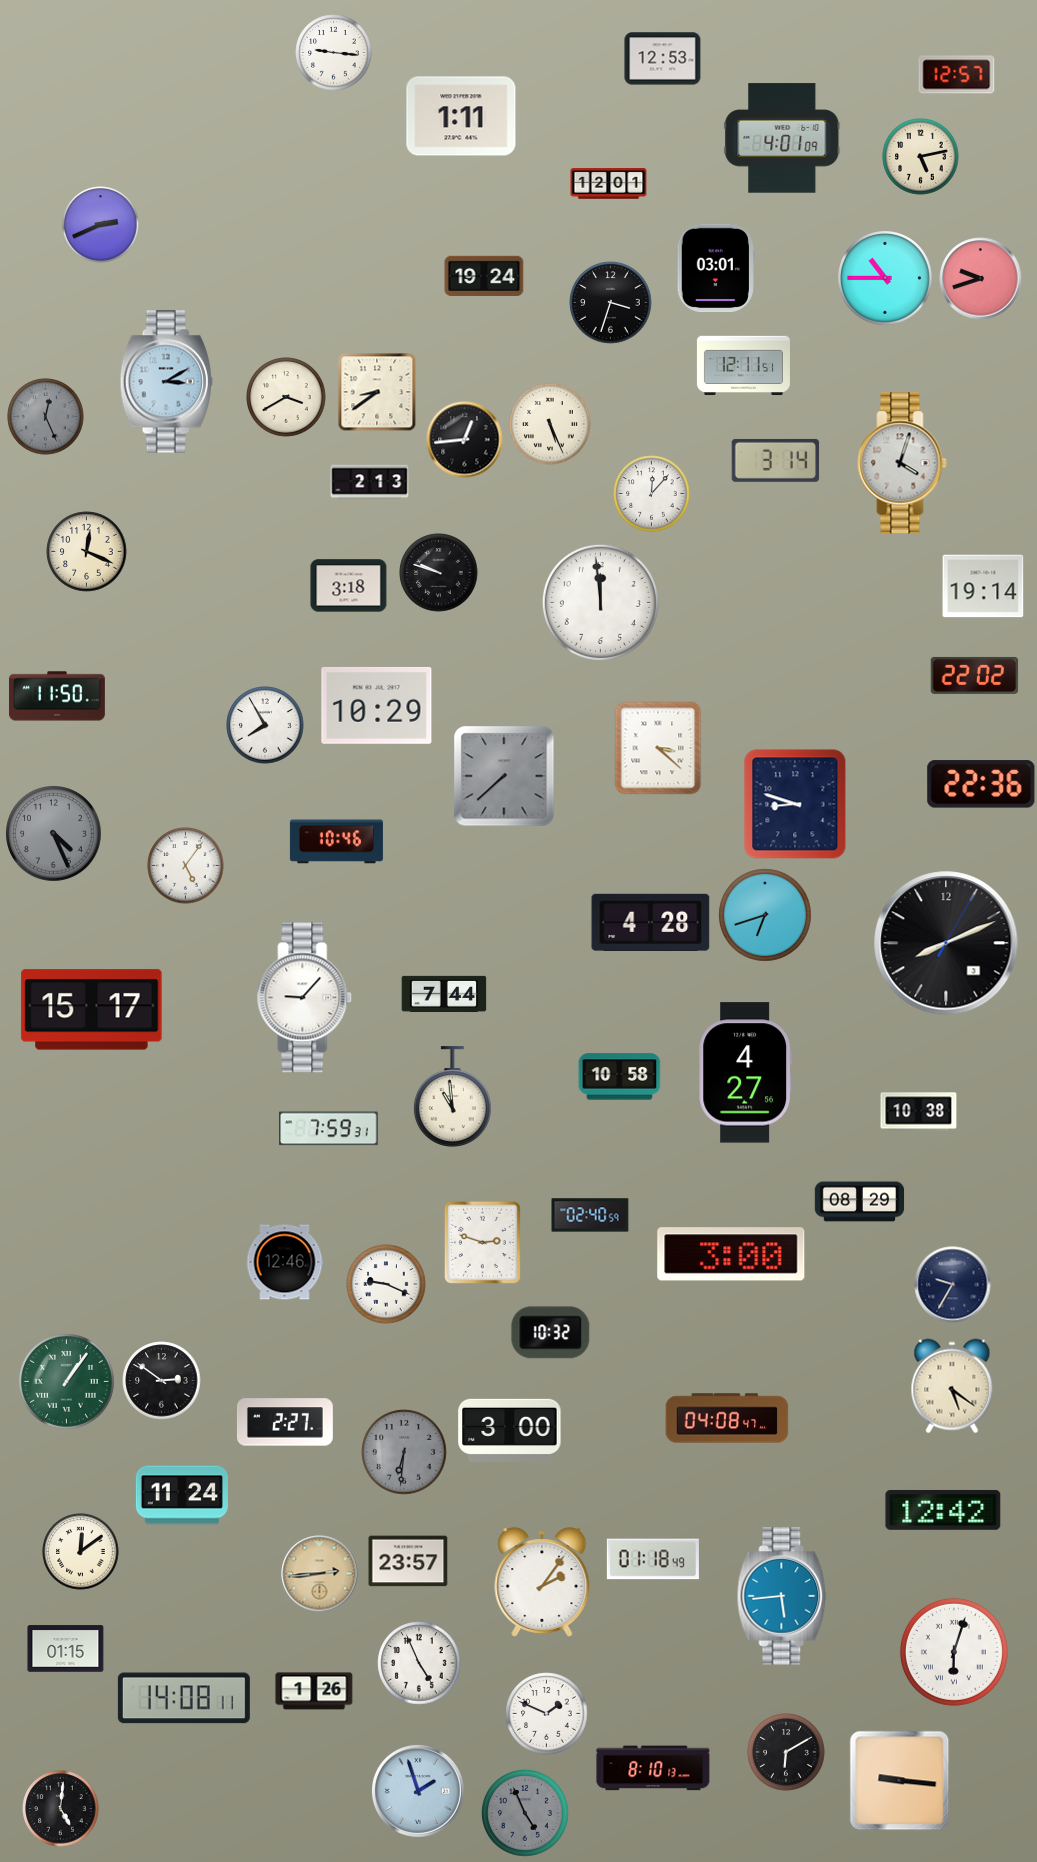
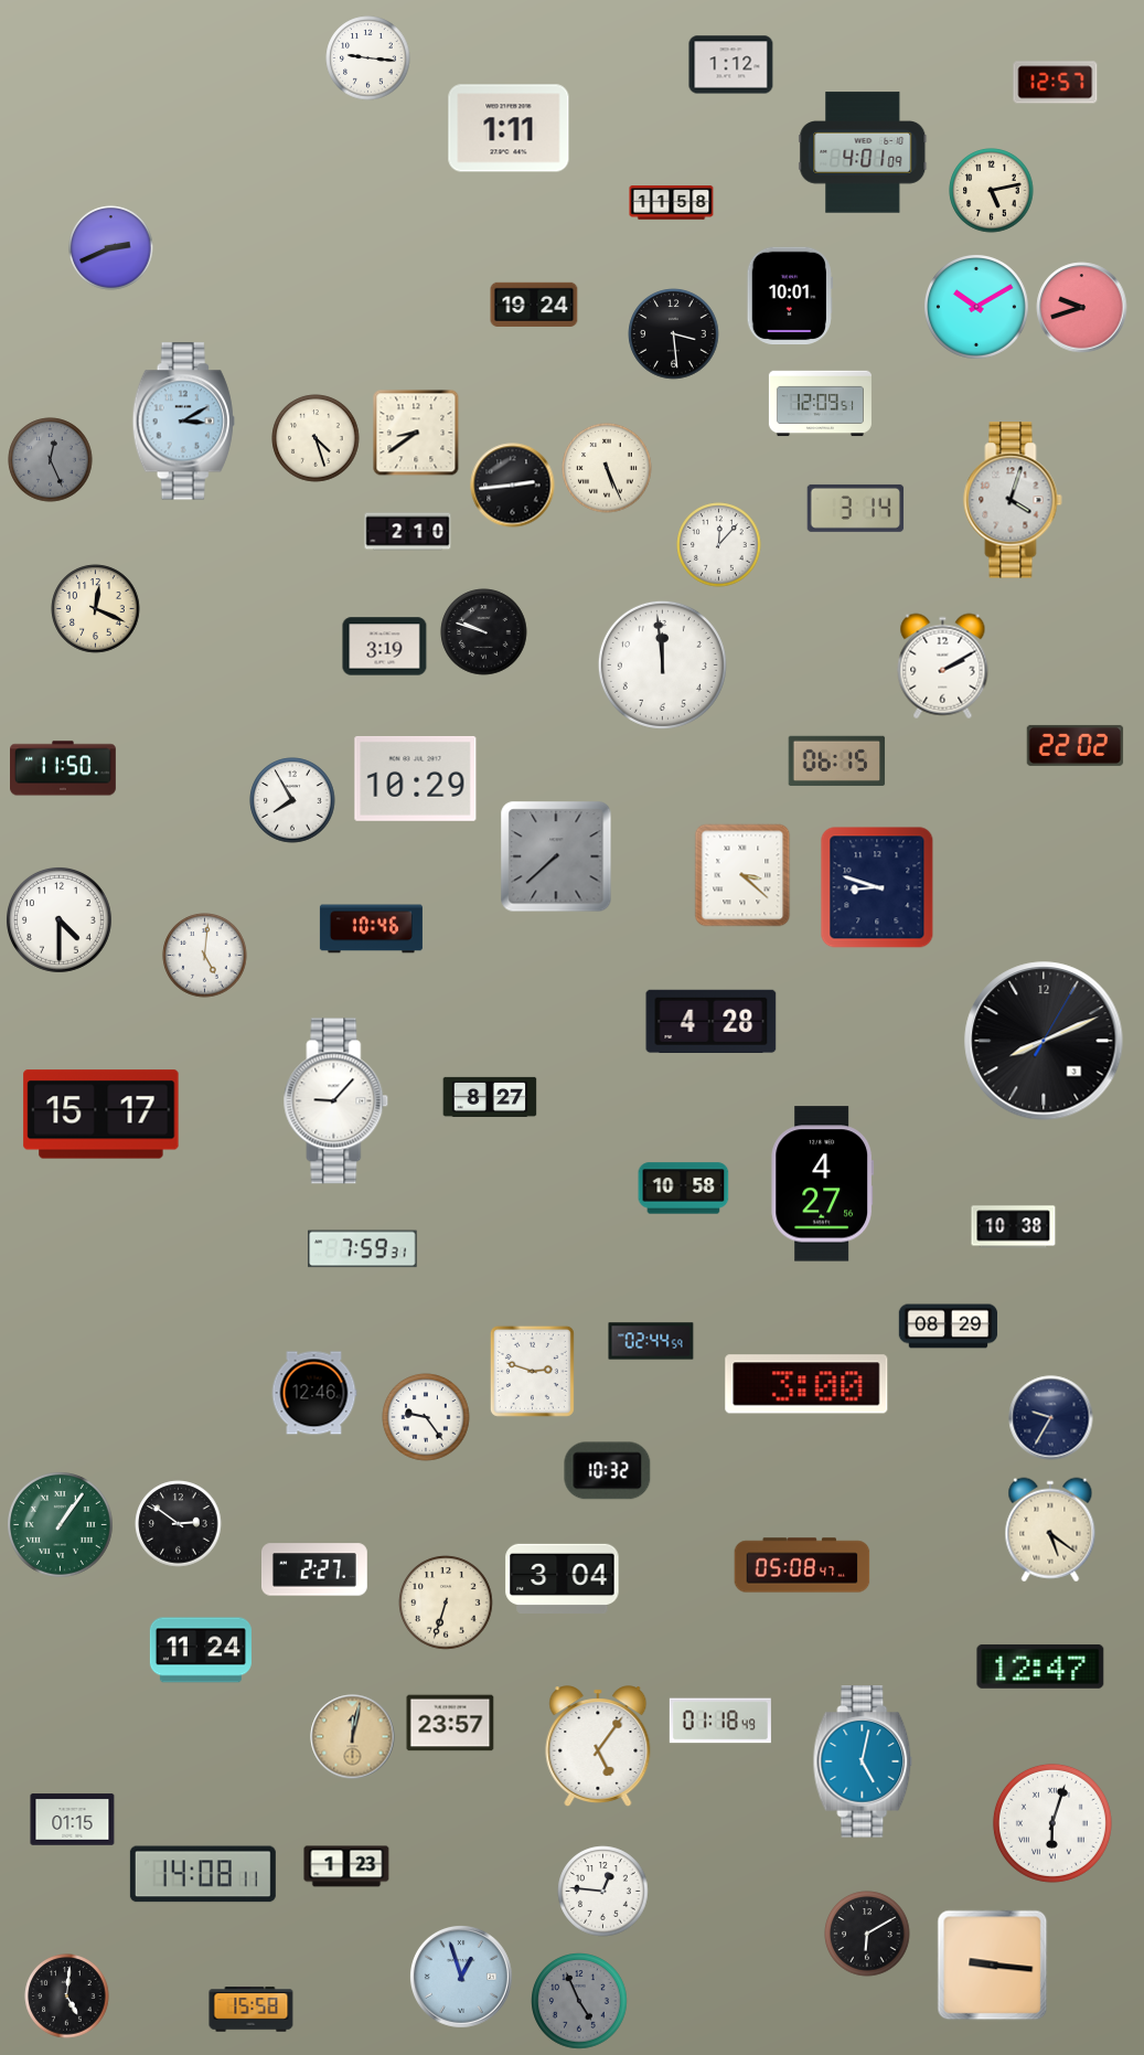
clock at (663, 59): 12:53 -> 1:12
clock at (921, 157) position: (921, 157) -> (992, 191)
clock at (609, 184): 12:01 -> 11:58
clock at (716, 268): 03:01 -> 10:01
clock at (886, 279): 10:45 -> 10:10
clock at (611, 303): 3:33 -> 3:29
clock at (743, 366): 12:11 -> 12:09
clock at (286, 397): 3:40 -> 4:27
clock at (465, 440): 12:44 -> 2:44
clock at (902, 463) position: (902, 463) -> (1013, 500)
clock at (370, 482): 2:13 -> 2:10
clock at (349, 586): 3:18 -> 3:19
clock at (983, 586): 19:14 -> none
clock at (943, 667): none -> 2:10
clock at (837, 760): none -> 06:15
clock at (658, 748) position: (658, 748) -> (742, 875)
clock at (981, 784): 22:36 -> none
clock at (54, 834): 4:26 -> 4:30
clock at (54, 834) dial: grey -> white
clock at (186, 866): 5:06 -> 5:01
clock at (766, 916): 6:42 -> none
clock at (651, 922) position: (651, 922) -> (712, 1021)
clock at (444, 994): 7:44 -> 8:27
clock at (452, 1097): 10:59 -> none
clock at (329, 1129) position: (329, 1129) -> (363, 1249)
clock at (590, 1215): 02:40 -> 02:44
clock at (386, 1284): 9:19 -> 9:24
clock at (67, 1382) position: (67, 1382) -> (61, 1525)
clock at (727, 1418): 04:08 -> 05:08
clock at (510, 1430): 3:00 -> 3:04
clock at (404, 1452): 6:31 -> 6:33
clock at (404, 1452) dial: grey -> cream
clock at (943, 1510): 12:42 -> 12:47
clock at (81, 1552): 12:09 -> none
clock at (320, 1574): 2:44 -> 12:02
clock at (542, 1582): 2:06 -> 5:06
clock at (782, 1596): 5:44 -> 5:02
clock at (419, 1663): 4:56 -> none
clock at (314, 1691): 1:26 -> 1:23
clock at (547, 1714): 1:49 -> 12:46
clock at (653, 1768): 8:10 -> none
clock at (418, 1791): 1:57 -> 12:57
clock at (252, 2010): none -> 15:58
